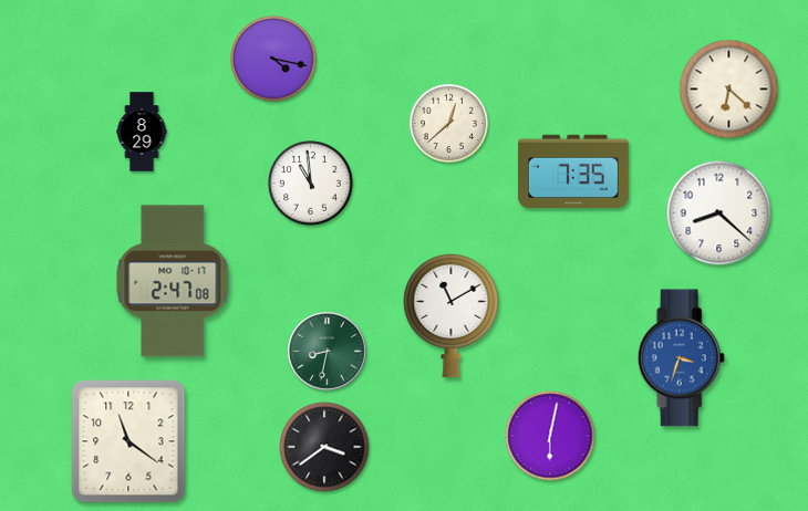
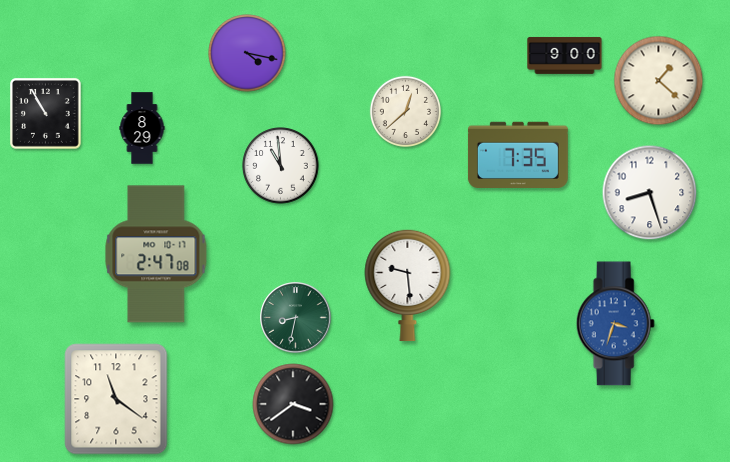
clock at (565, 55): none -> 9:00
clock at (729, 90): 6:22 -> 1:22
clock at (46, 114): none -> 10:55
clock at (142, 132) position: (142, 132) -> (142, 128)
clock at (719, 213): 8:22 -> 8:27
clock at (452, 315): 11:10 -> 9:29
clock at (550, 436): 6:02 -> none
